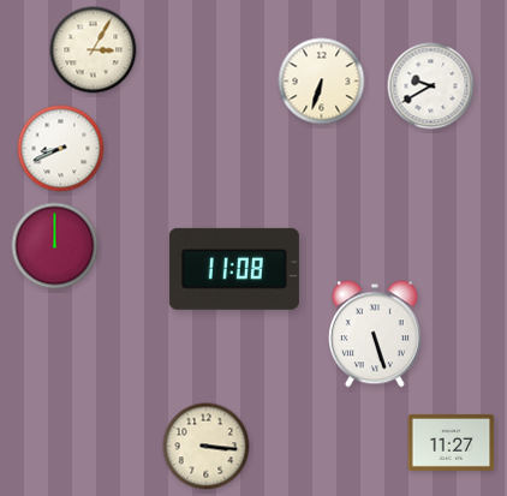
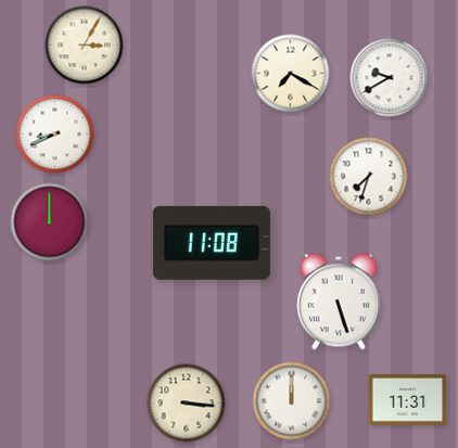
clock at (322, 82): 6:33 -> 7:20
clock at (369, 177): none -> 7:33
clock at (452, 442): 11:27 -> 11:31
clock at (292, 401): none -> 12:00
